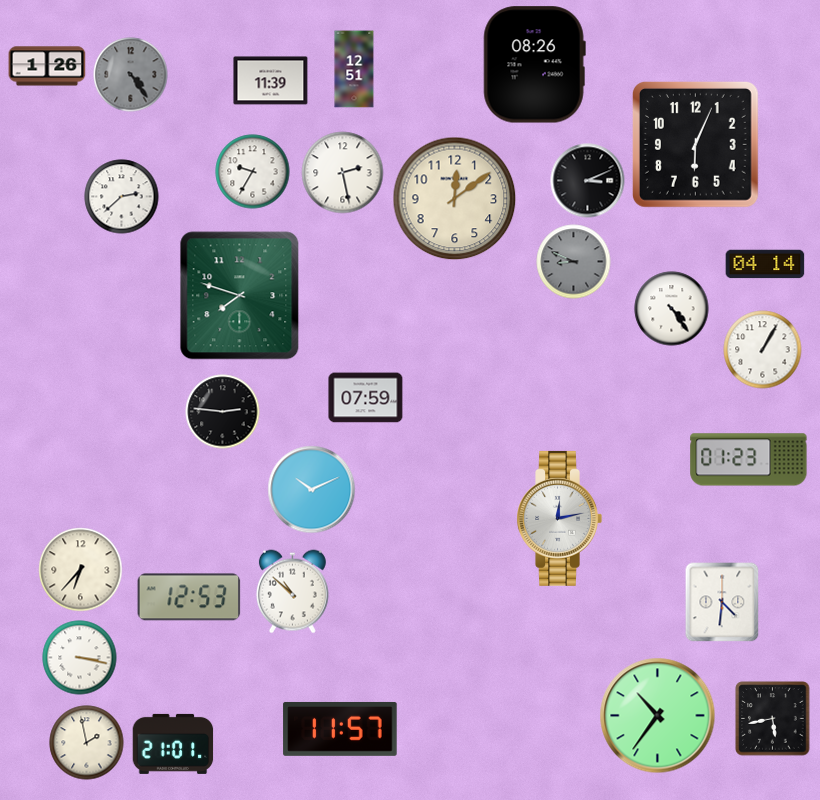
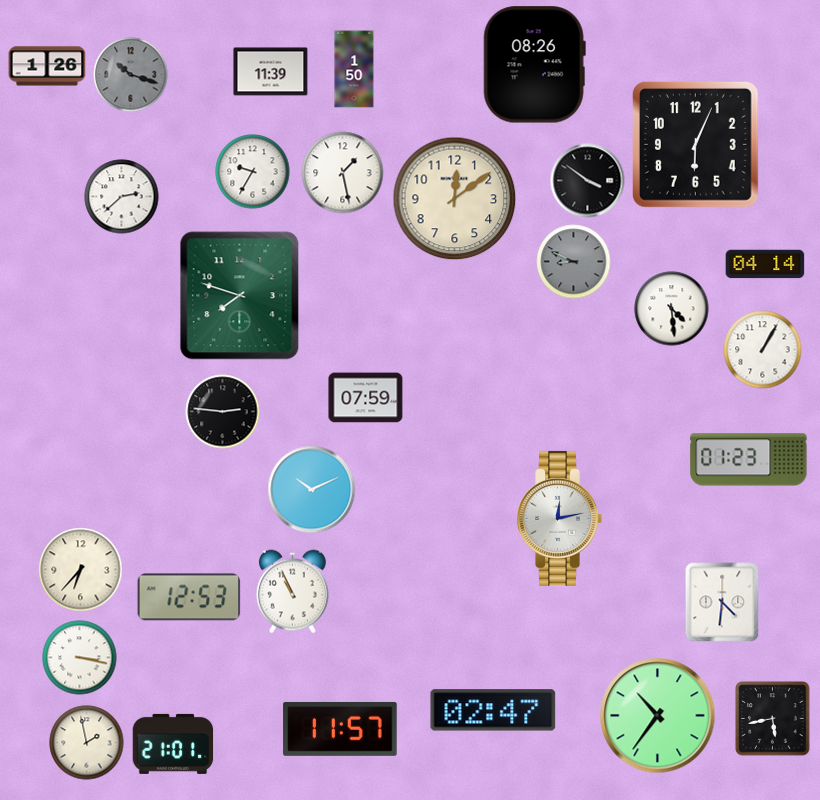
clock at (354, 69): 12:51 -> 1:50
clock at (131, 75): 4:24 -> 10:18
clock at (271, 81) position: (271, 81) -> (271, 72)
clock at (343, 173): 2:28 -> 1:28
clock at (588, 181): 3:11 -> 3:51
clock at (672, 309): 4:24 -> 4:29
clock at (292, 592): 10:52 -> 10:56
clock at (493, 710): none -> 02:47
